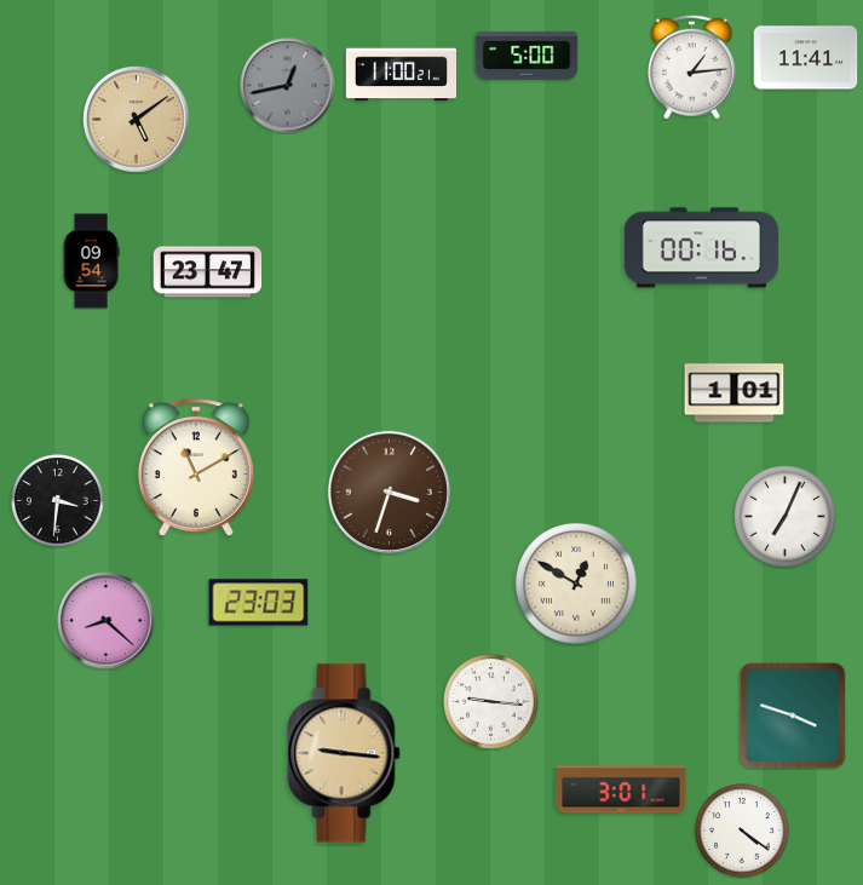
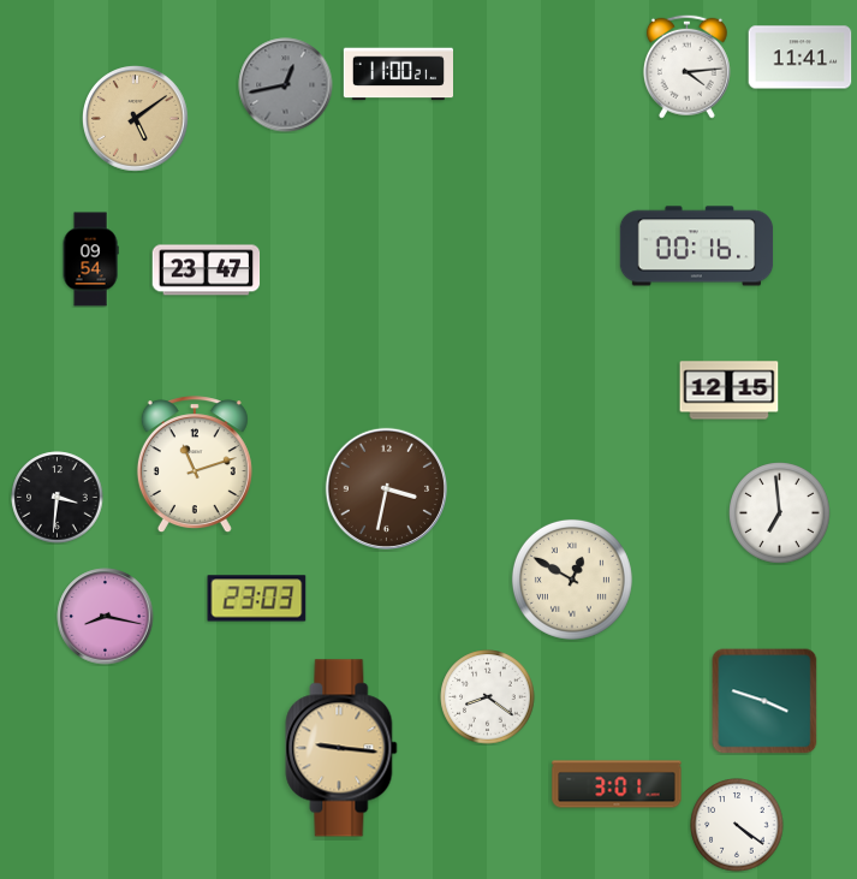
clock at (527, 56): 5:00 -> none
clock at (691, 67): 1:14 -> 4:14
clock at (735, 393): 1:01 -> 12:15
clock at (196, 469): 11:10 -> 11:12
clock at (389, 492): 3:33 -> 3:32
clock at (786, 517): 7:04 -> 6:59
clock at (107, 621): 8:22 -> 8:17
clock at (491, 702): 9:16 -> 8:21
clock at (793, 716) position: (793, 716) -> (764, 701)
